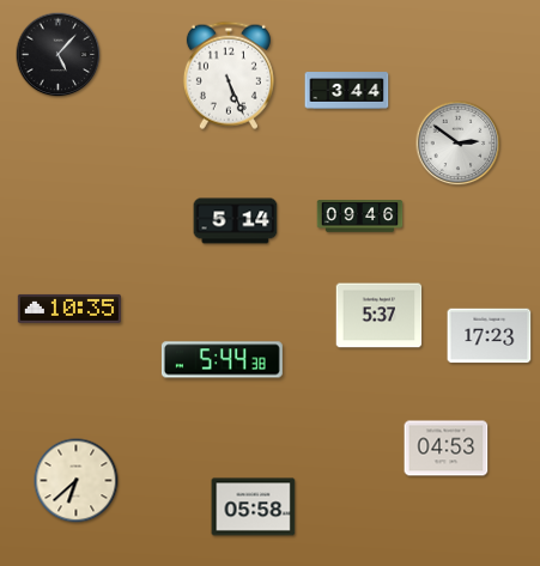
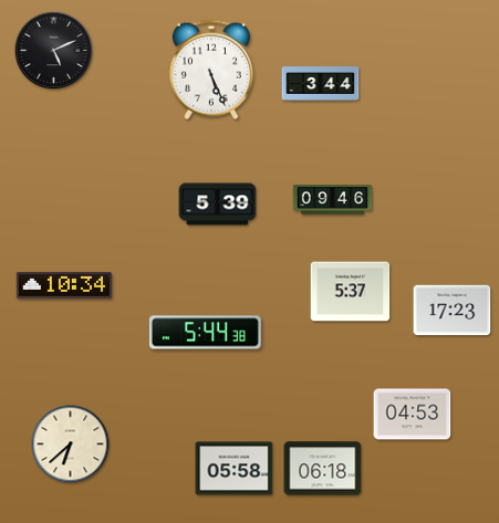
clock at (59, 55): 5:07 -> 5:11
clock at (459, 144): 2:51 -> none
clock at (236, 221): 5:14 -> 5:39
clock at (69, 309): 10:35 -> 10:34
clock at (323, 469): none -> 06:18
